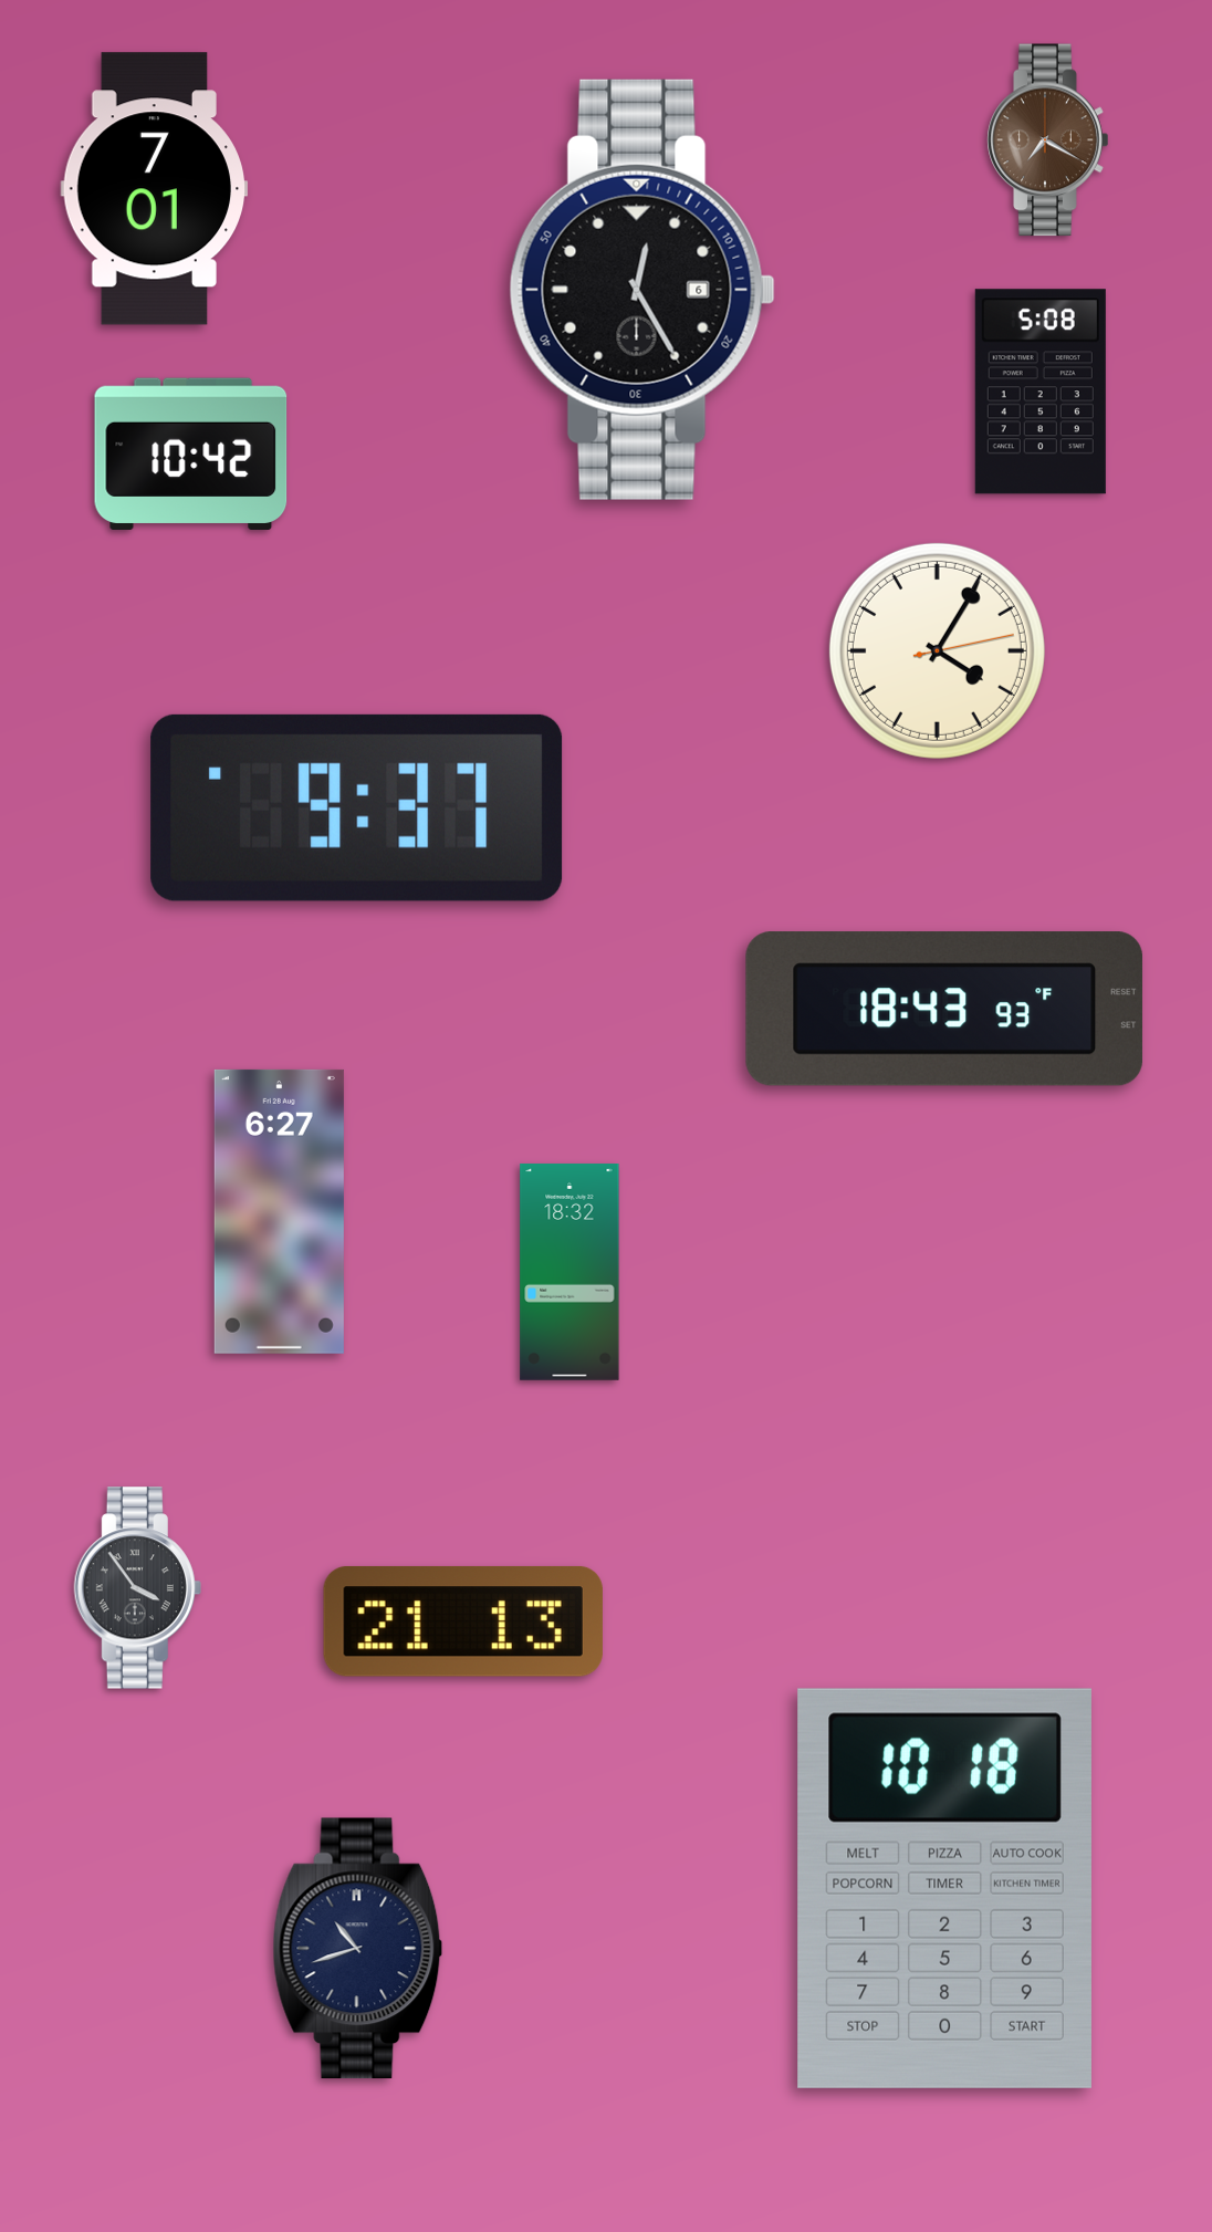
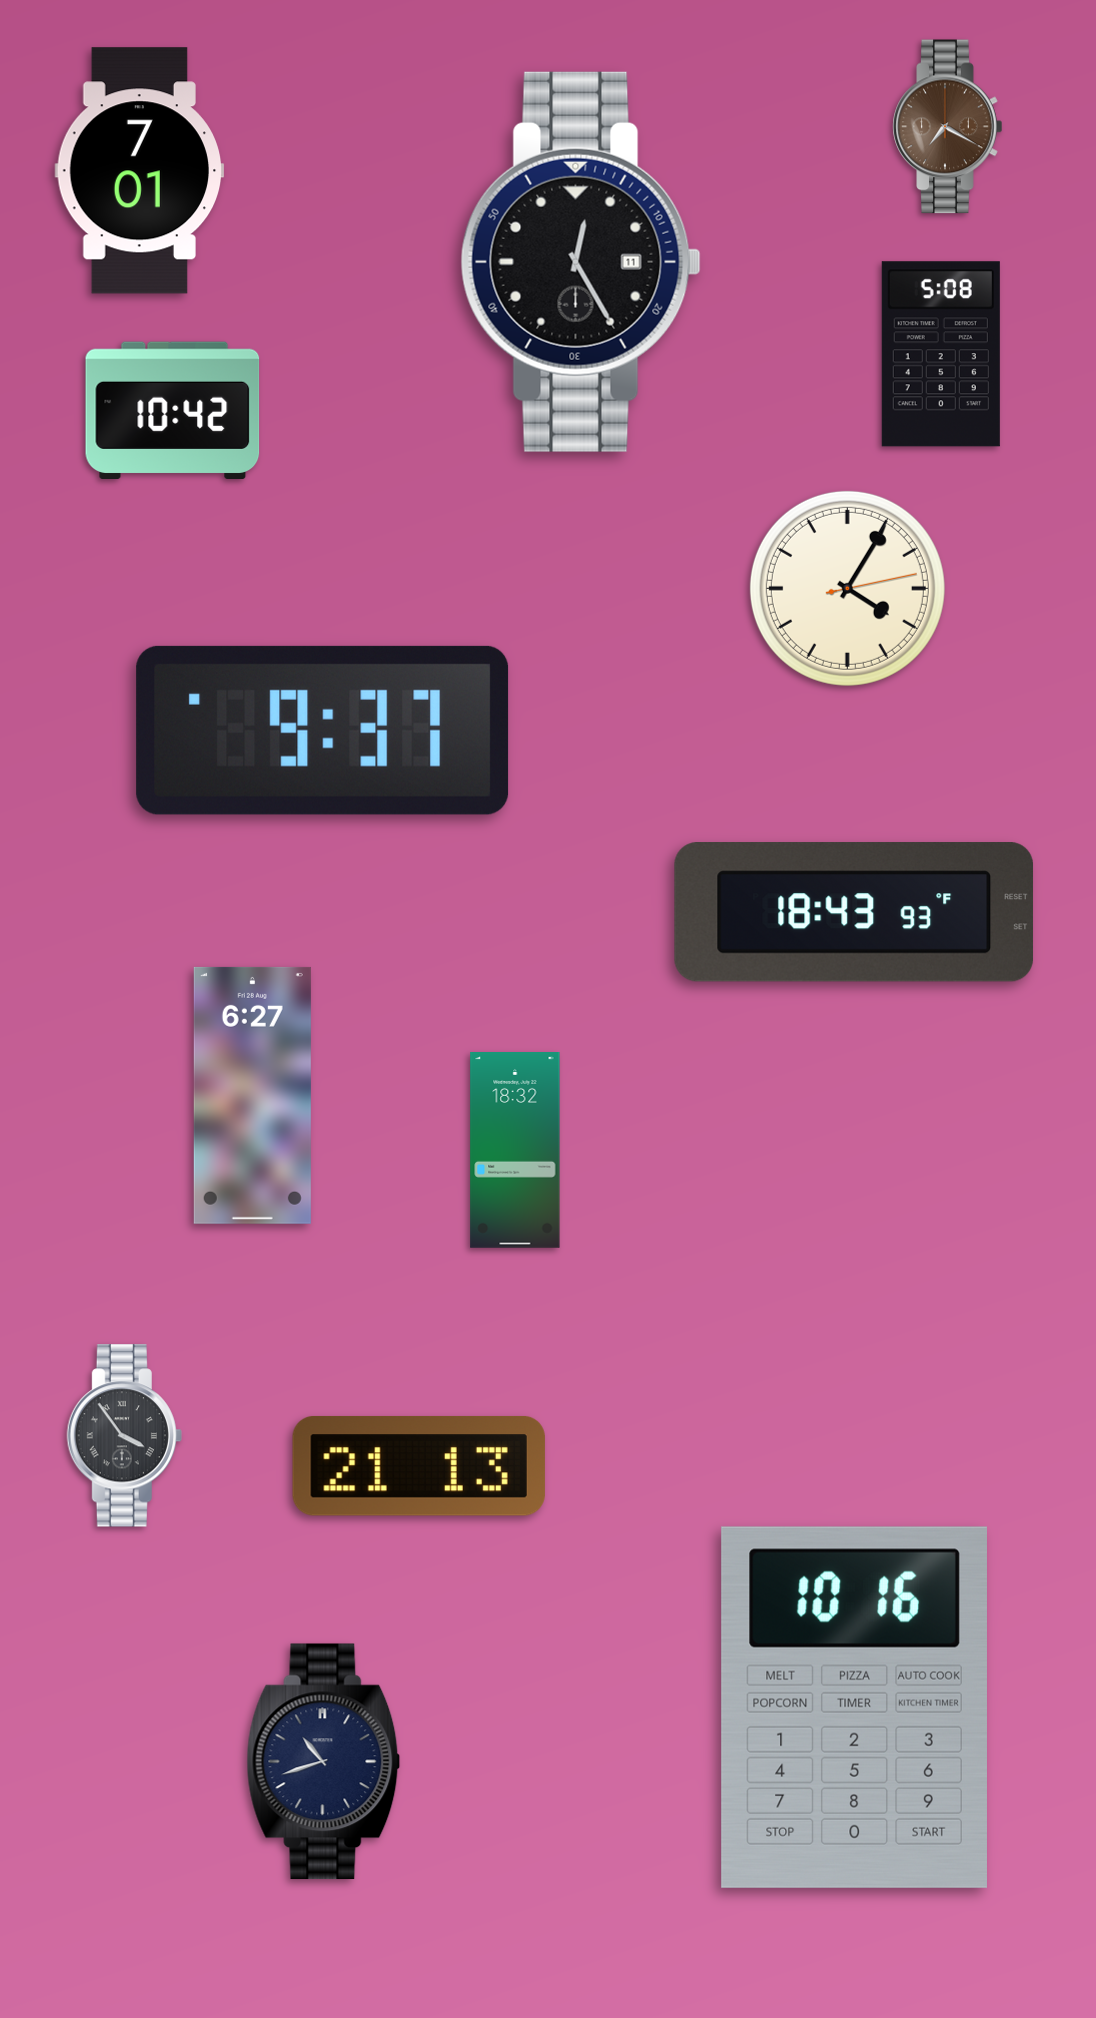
clock at (642, 290) date: 6 -> 11
clock at (944, 1888): 10:18 -> 10:16
